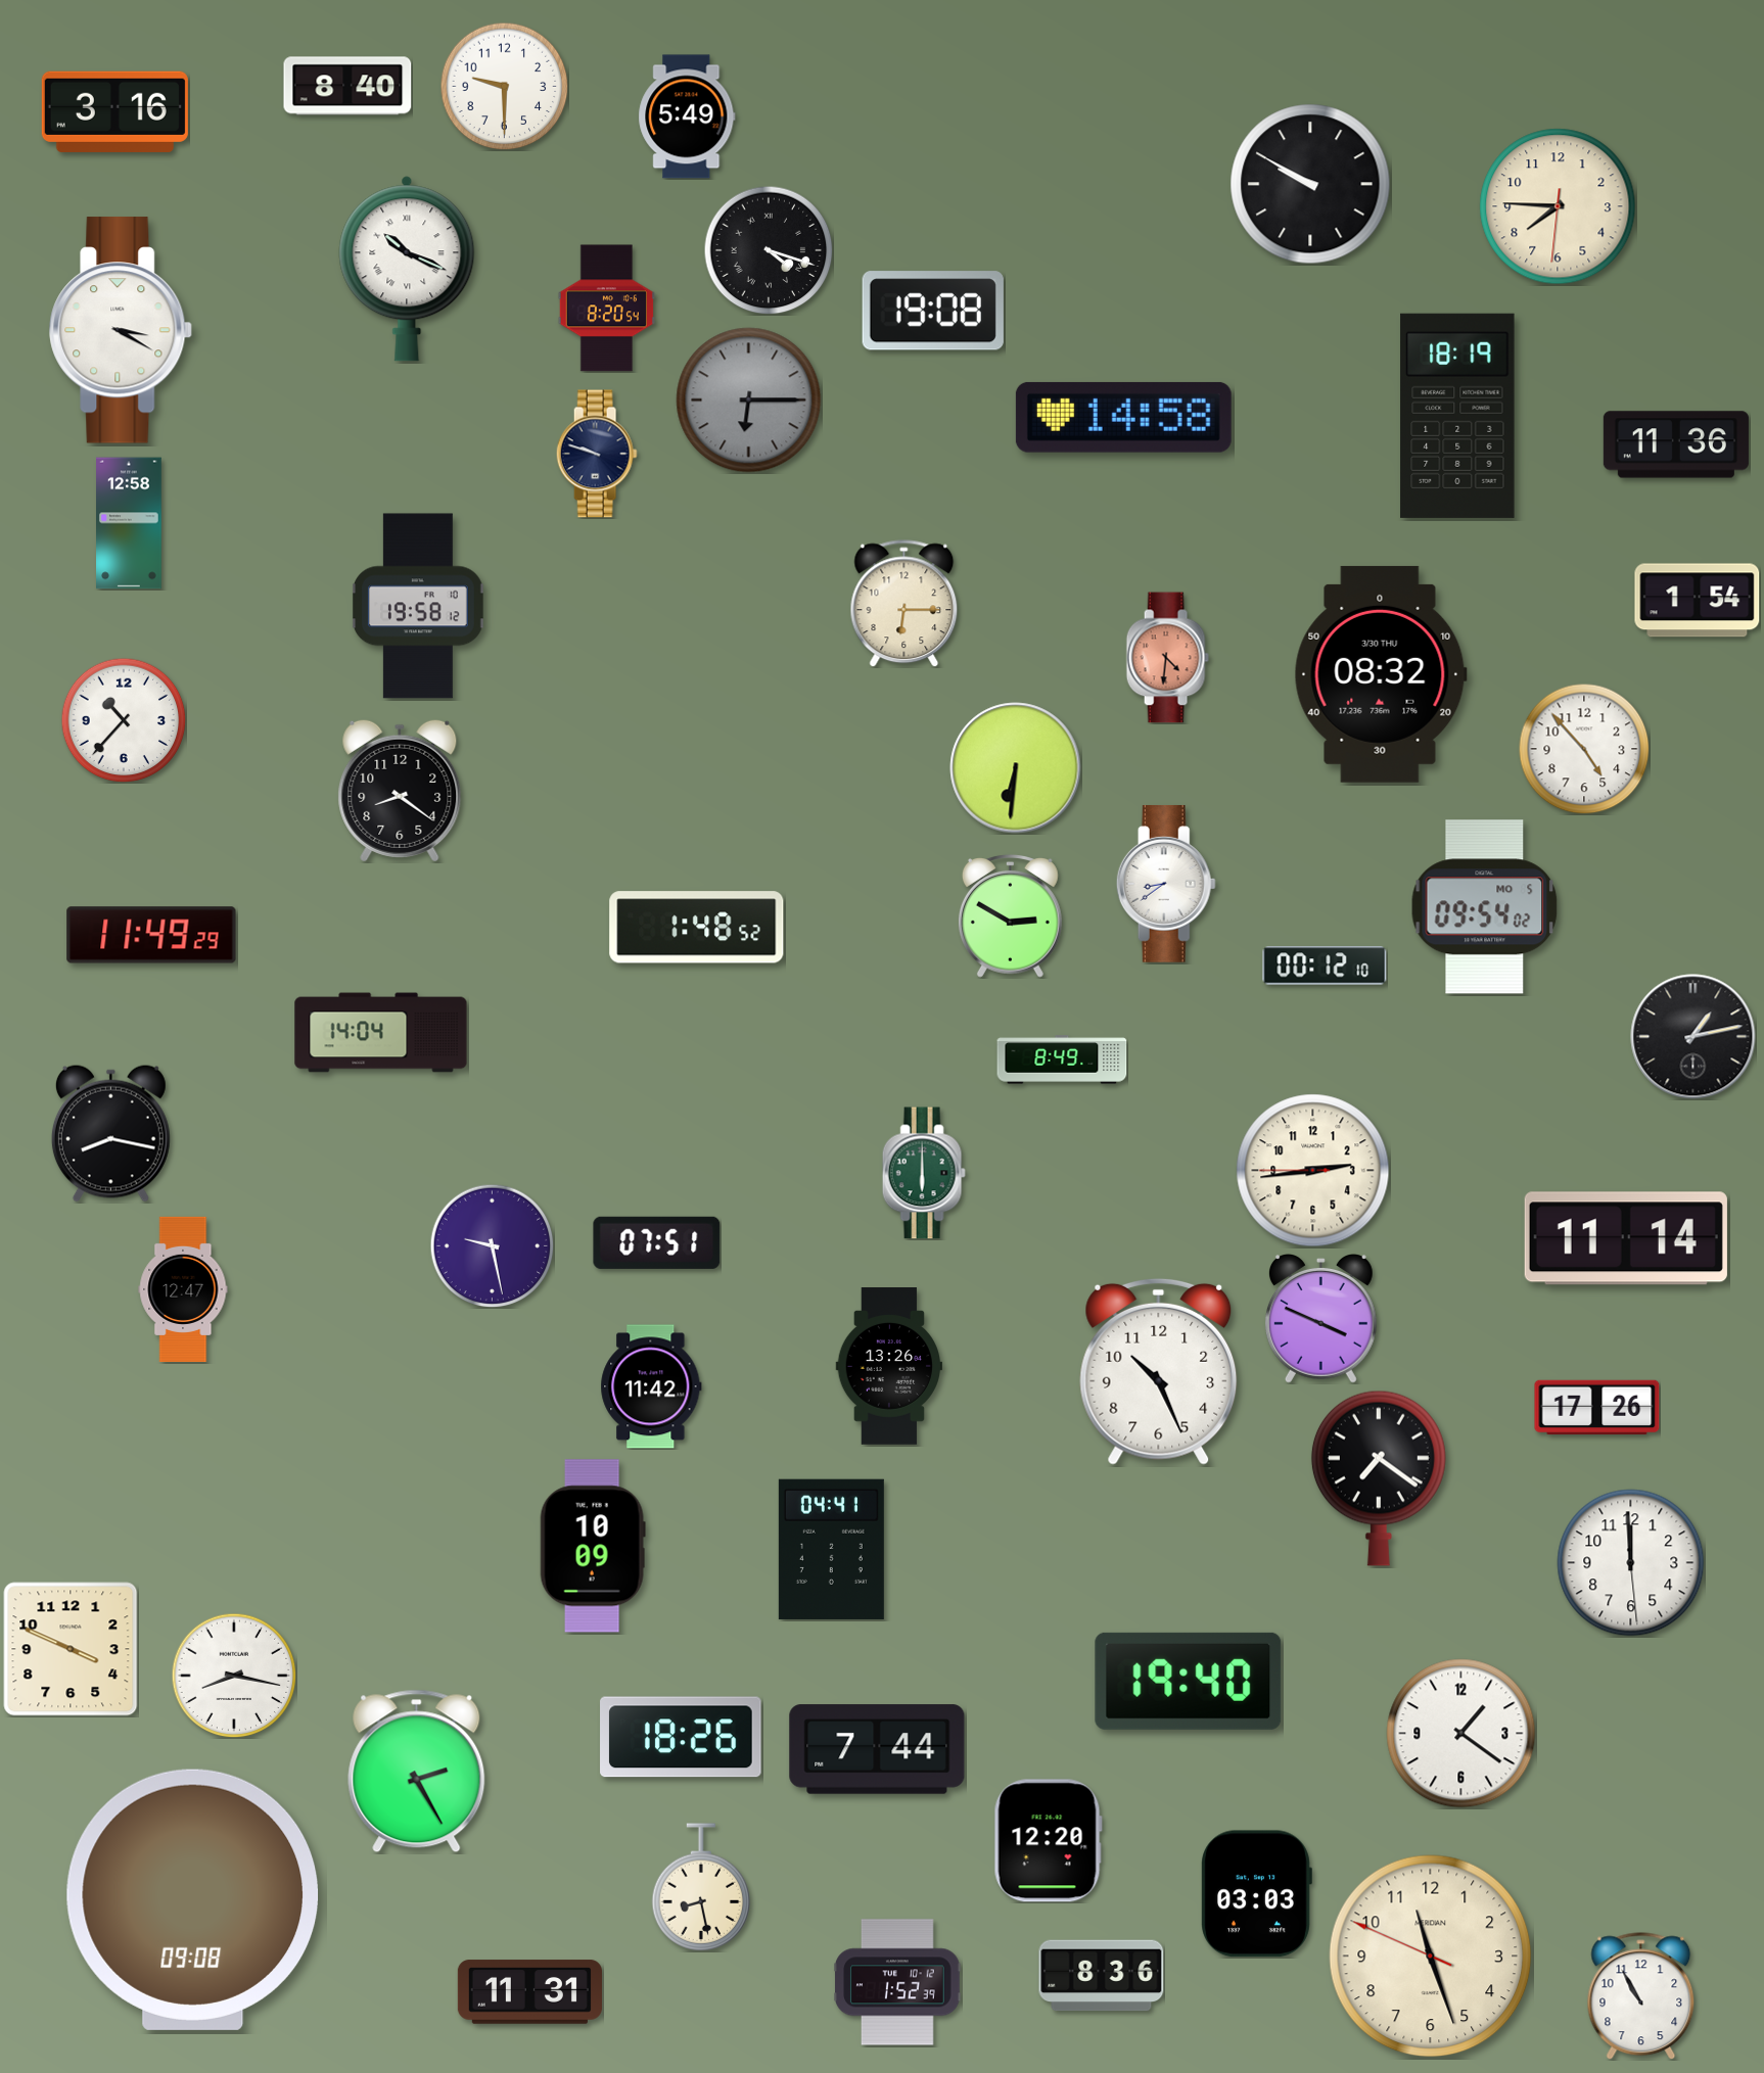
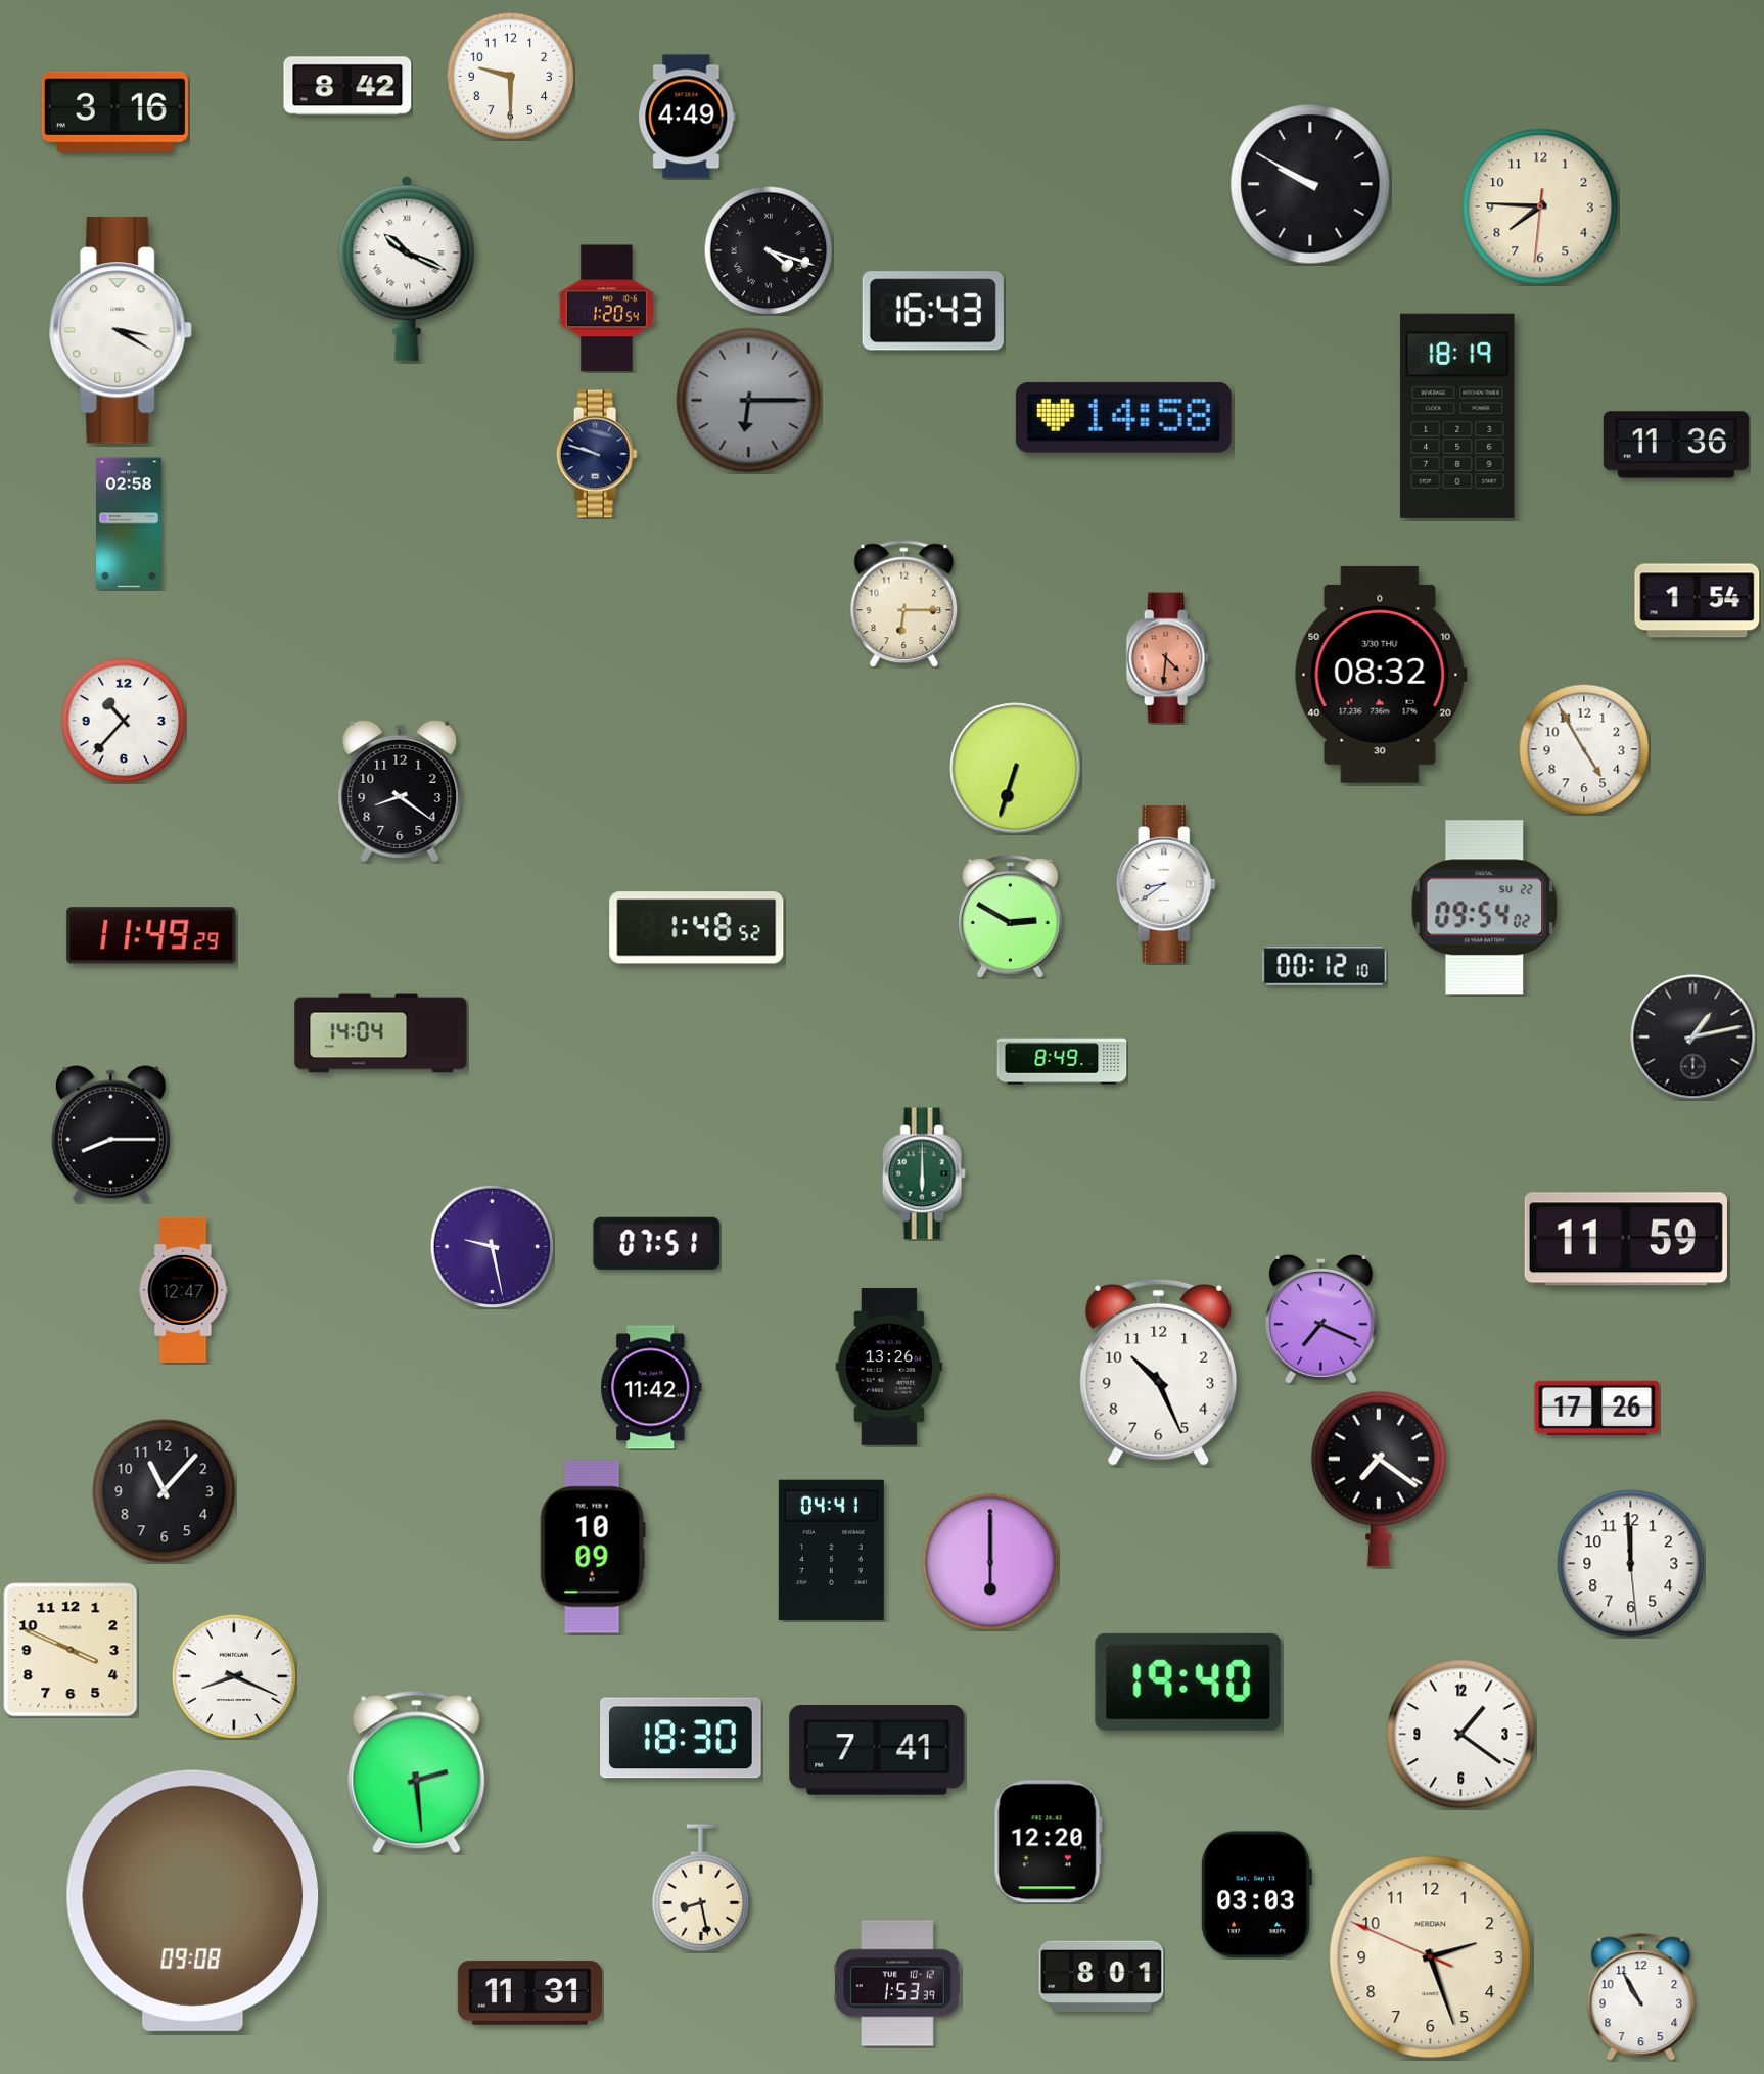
clock at (347, 86): 8:40 -> 8:42
clock at (504, 86) position: (504, 86) -> (510, 76)
clock at (687, 116): 5:49 -> 4:49
clock at (1558, 206) position: (1558, 206) -> (1540, 206)
clock at (606, 309): 8:20 -> 1:20
clock at (933, 311): 19:08 -> 16:43
clock at (130, 523): 12:58 -> 02:58
clock at (419, 606): 19:58 -> none
clock at (1584, 749): 4:53 -> 4:55
clock at (1016, 768): 6:31 -> 6:33
clock at (1485, 907) date: MO 5 -> SU 22
clock at (110, 1133): 8:17 -> 8:15
clock at (1313, 1171): 2:43 -> none
clock at (1626, 1238): 11:14 -> 11:59
clock at (1320, 1319): 3:49 -> 7:19
clock at (165, 1491): none -> 11:07
clock at (990, 1562): none -> 6:00
clock at (234, 1676): 8:17 -> 8:19
clock at (681, 1737): 18:26 -> 18:30
clock at (877, 1749): 7:44 -> 7:41
clock at (417, 1772): 2:25 -> 2:29
clock at (1431, 1957): 11:26 -> 2:26
clock at (1102, 1976): 8:36 -> 8:01
clock at (898, 1982): 1:52 -> 1:53
